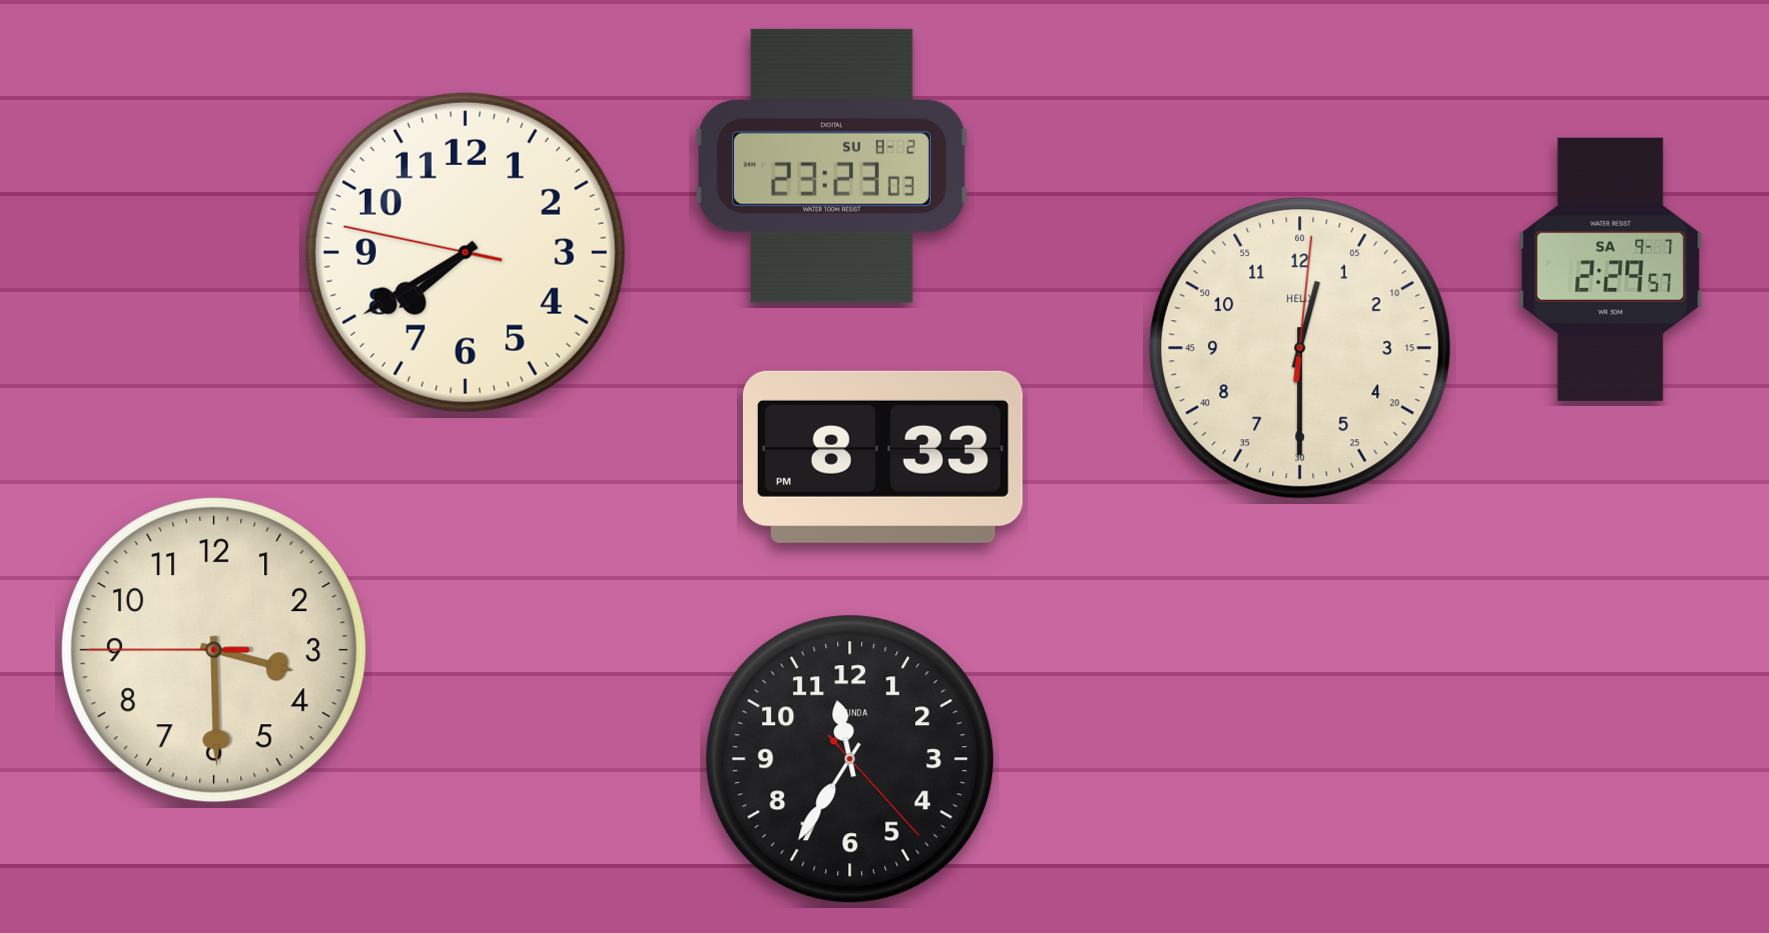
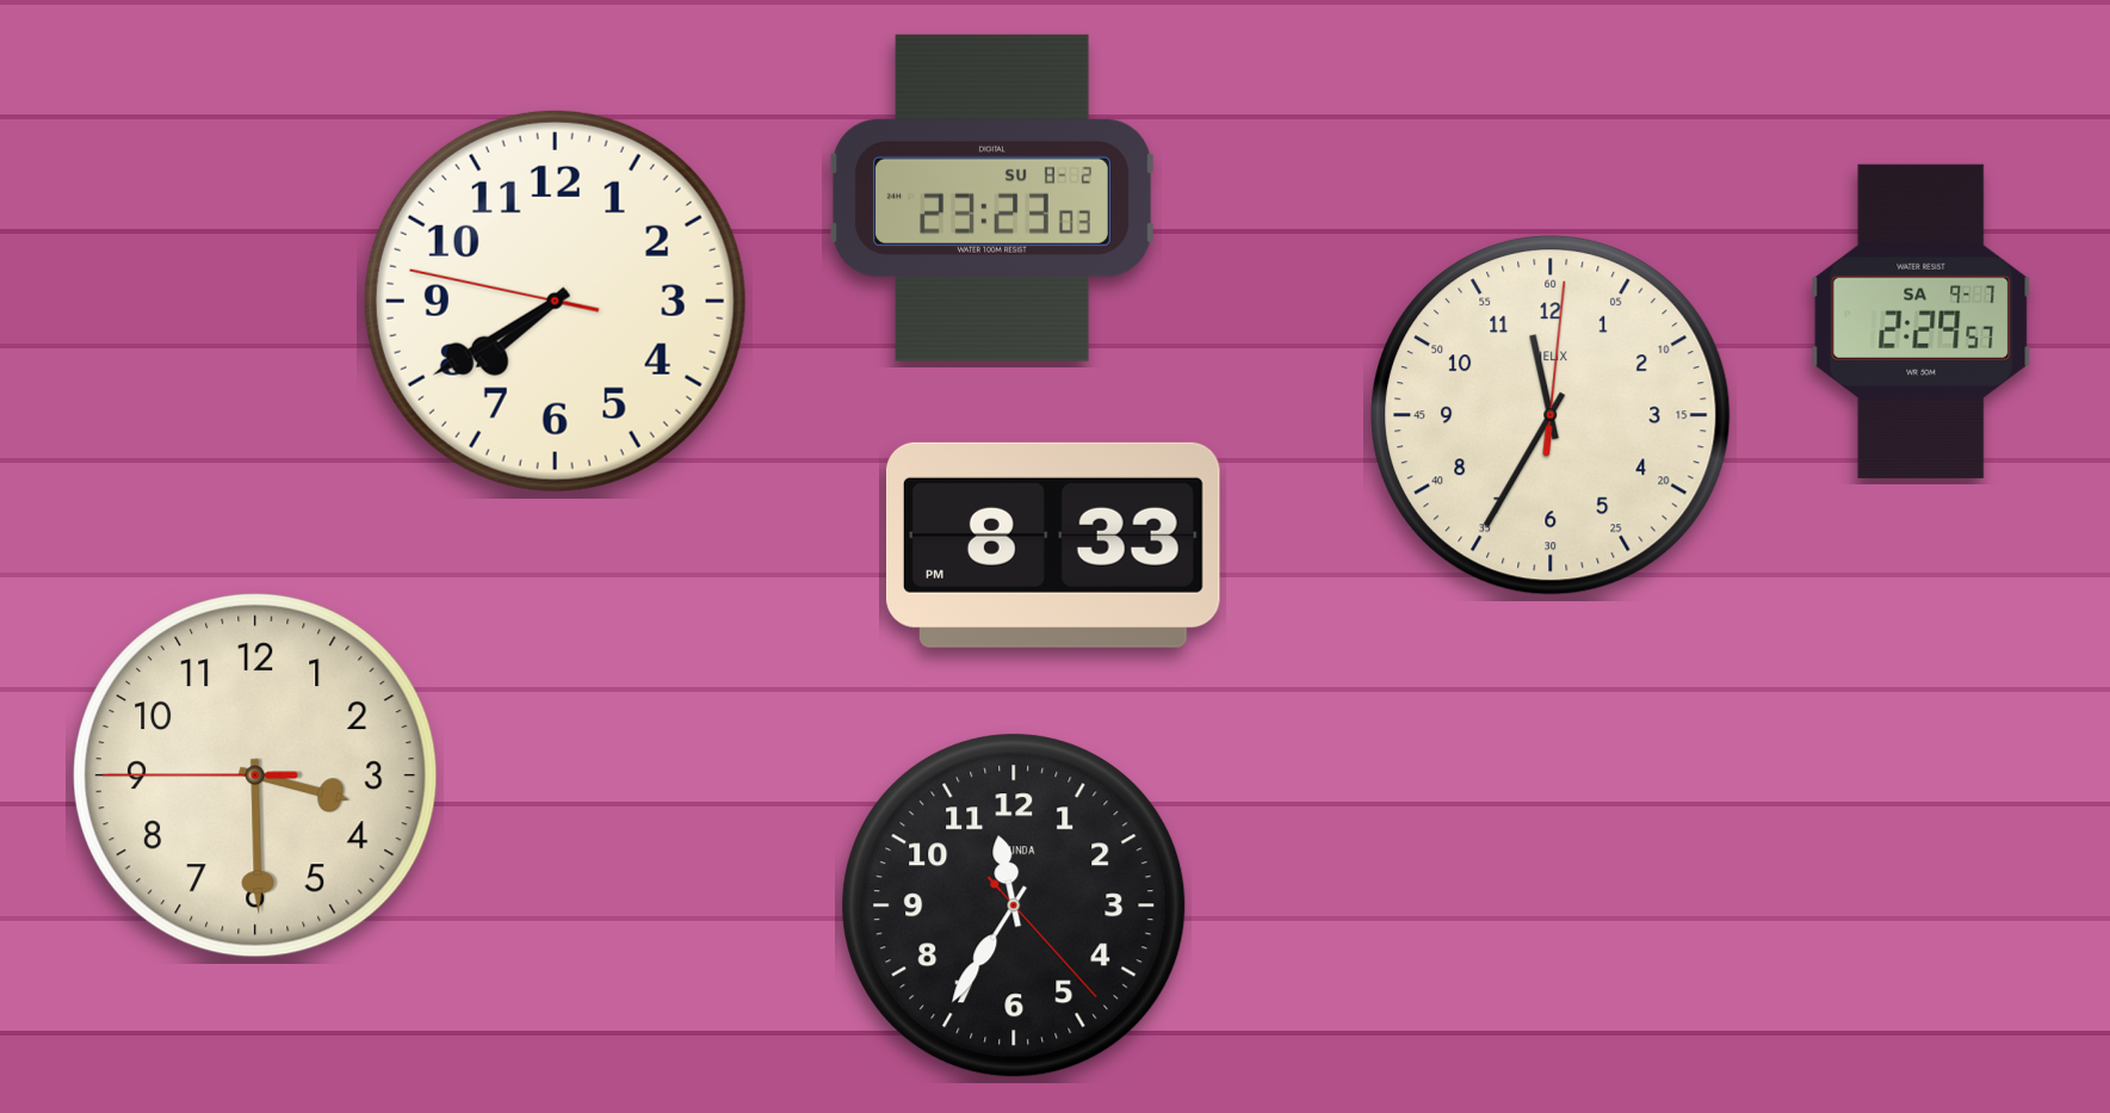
clock at (1300, 348): 12:30 -> 11:35
